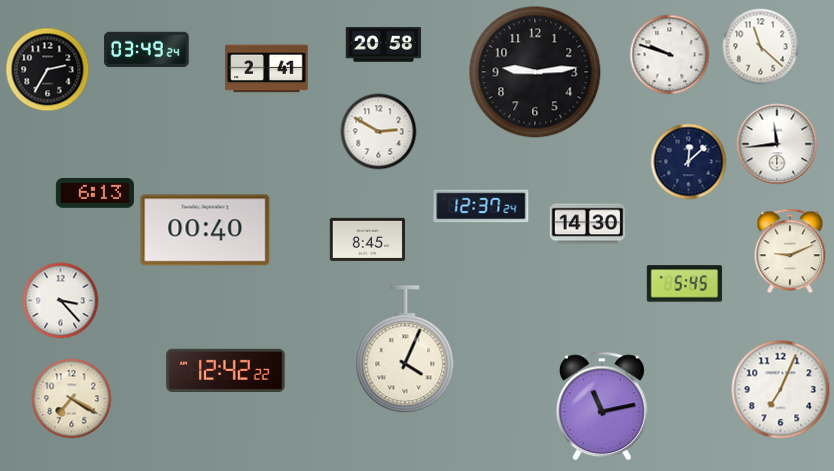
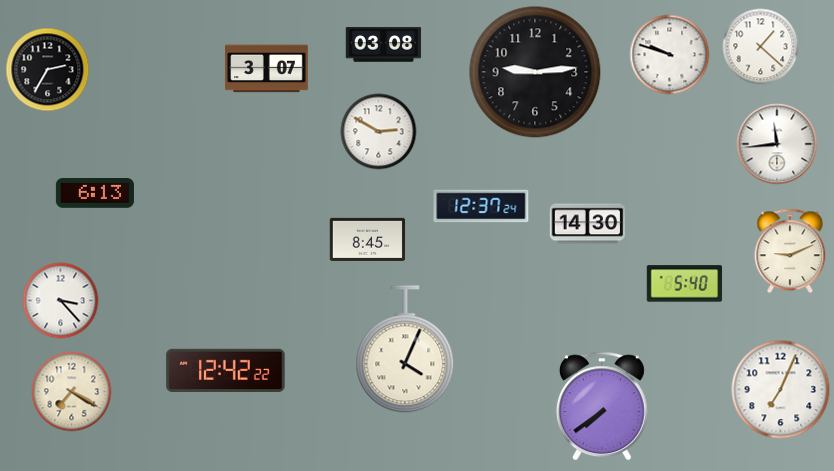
clock at (384, 45): 20:58 -> 03:08
clock at (761, 47): 11:22 -> 1:22
clock at (147, 50): 03:49 -> none
clock at (267, 69): 2:41 -> 3:07
clock at (689, 162): 12:08 -> none
clock at (205, 230): 00:40 -> none
clock at (685, 284): 5:45 -> 5:40
clock at (72, 399) position: (72, 399) -> (72, 392)
clock at (602, 406): 11:13 -> 7:39
